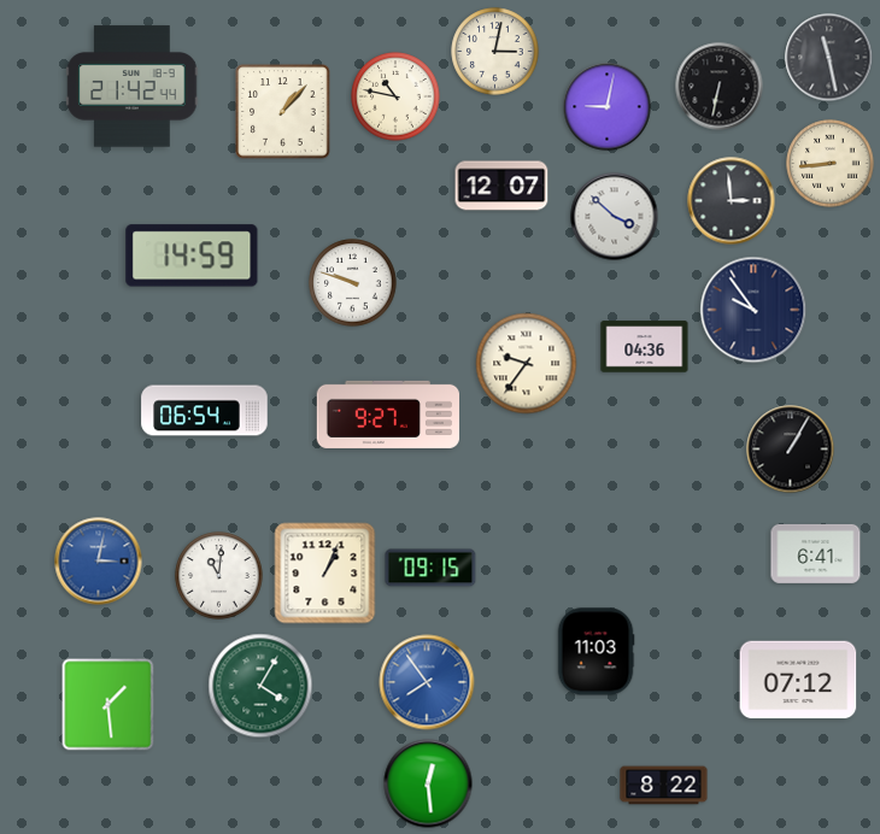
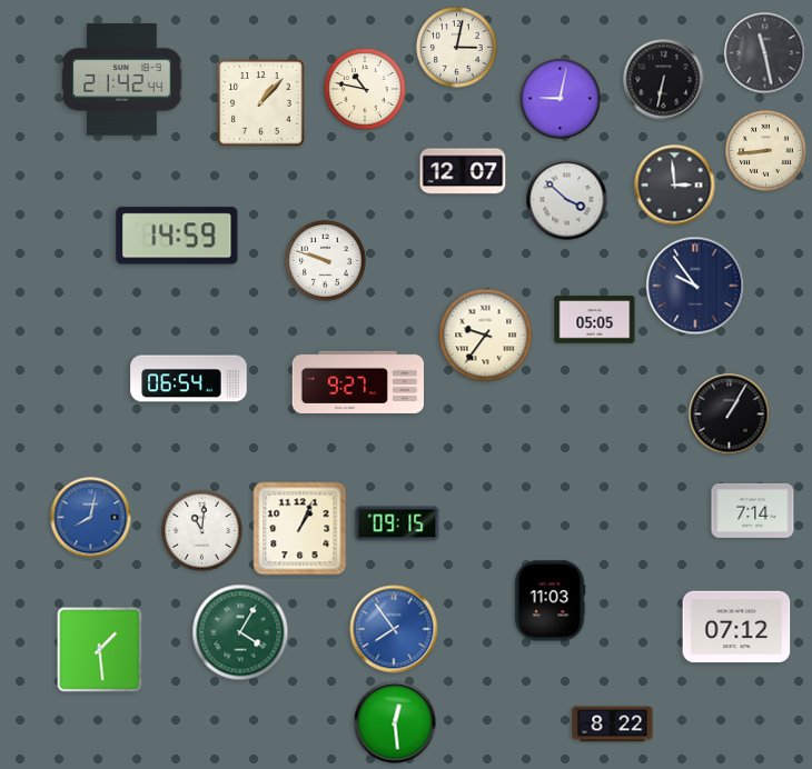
clock at (645, 347): 04:36 -> 05:05
clock at (816, 553): 6:41 -> 7:14
clock at (99, 562): 3:02 -> 8:02
